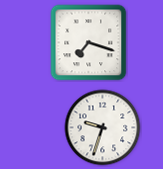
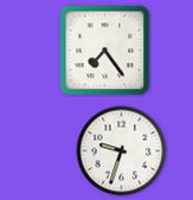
clock at (89, 43): 7:18 -> 7:24
